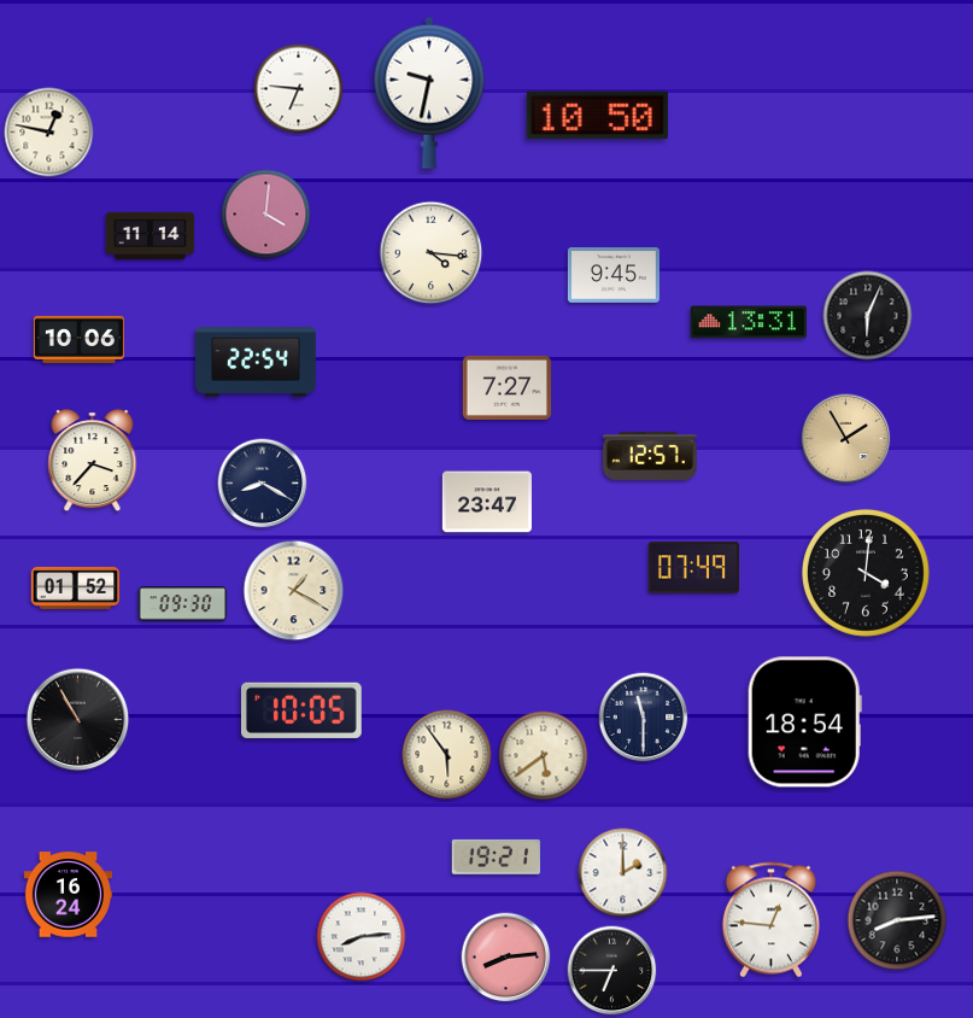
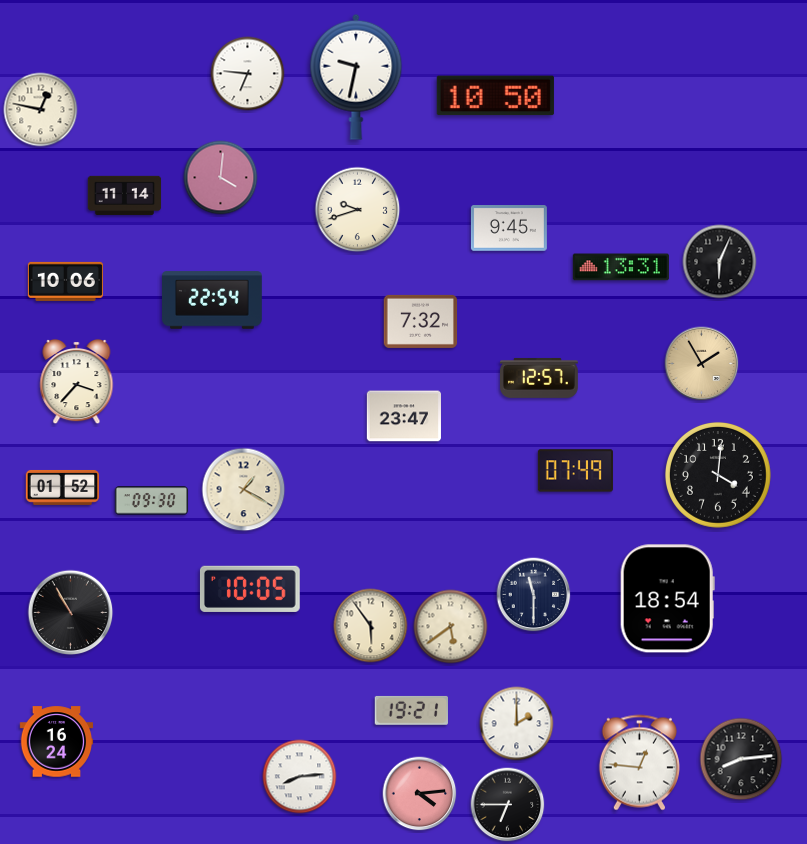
clock at (432, 253): 4:16 -> 9:42
clock at (508, 387): 7:27 -> 7:32
clock at (263, 484): 8:20 -> none
clock at (78, 720) position: (78, 720) -> (71, 613)
clock at (897, 920) position: (897, 920) -> (741, 759)
clock at (506, 958): 8:14 -> 4:14
